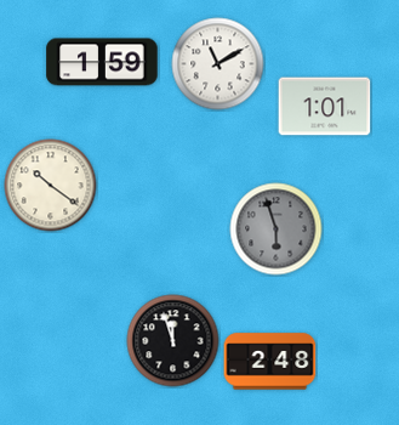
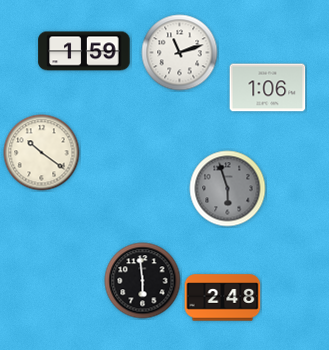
clock at (218, 64): 11:10 -> 11:12
clock at (325, 107): 1:01 -> 1:06
clock at (173, 341): 11:57 -> 5:59
